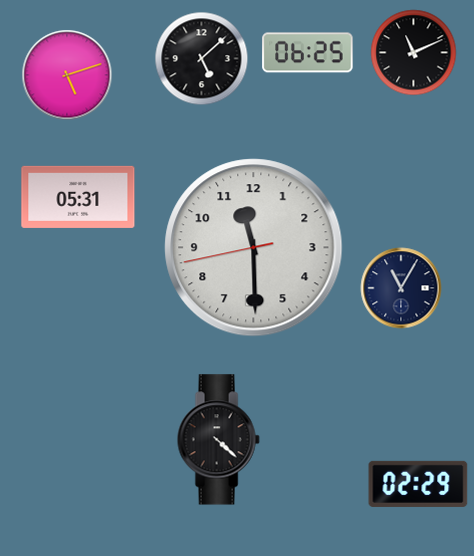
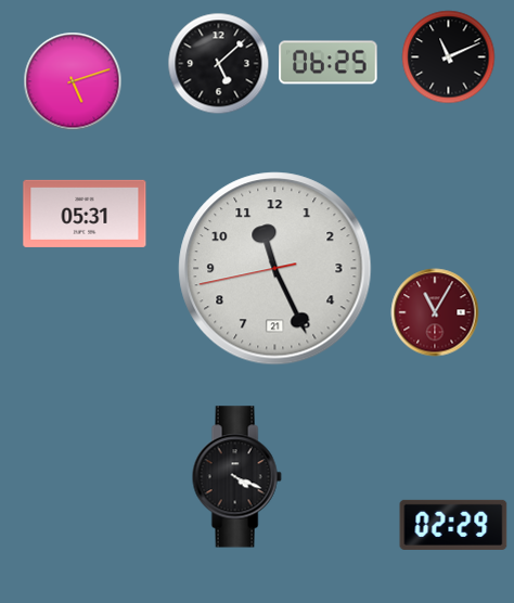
clock at (308, 53) position: (308, 53) -> (329, 63)
clock at (254, 248): 11:29 -> 11:25
clock at (401, 288) dial: navy -> burgundy
clock at (218, 440): 4:22 -> 4:19
